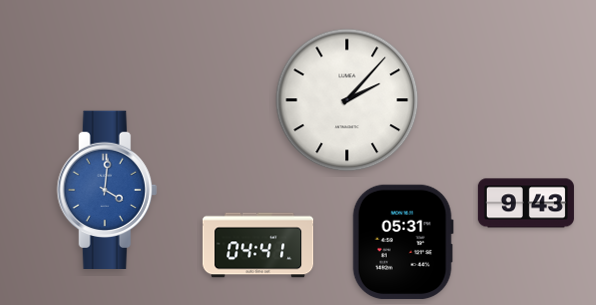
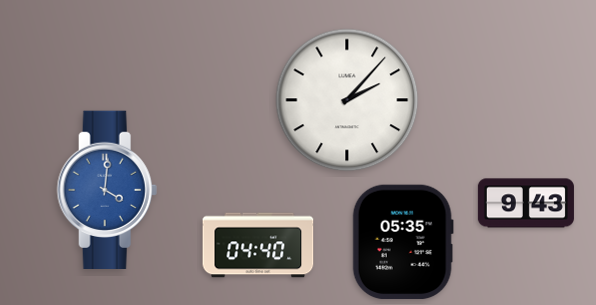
clock at (403, 242): 05:31 -> 05:35
clock at (258, 245): 04:41 -> 04:40
